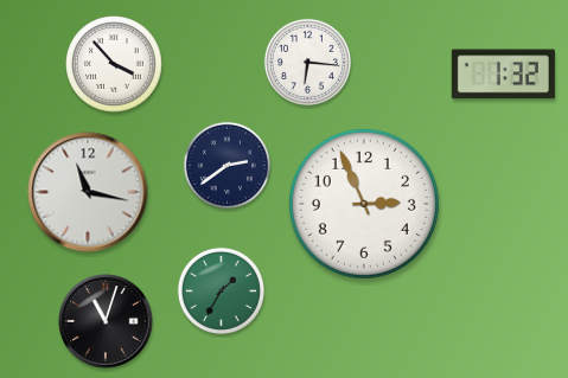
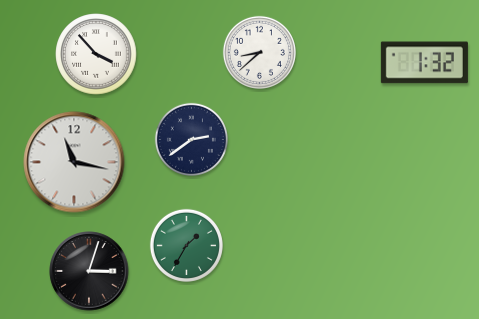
clock at (307, 62): 6:16 -> 8:38
clock at (364, 204): 2:56 -> none
clock at (106, 321): 11:03 -> 3:03
